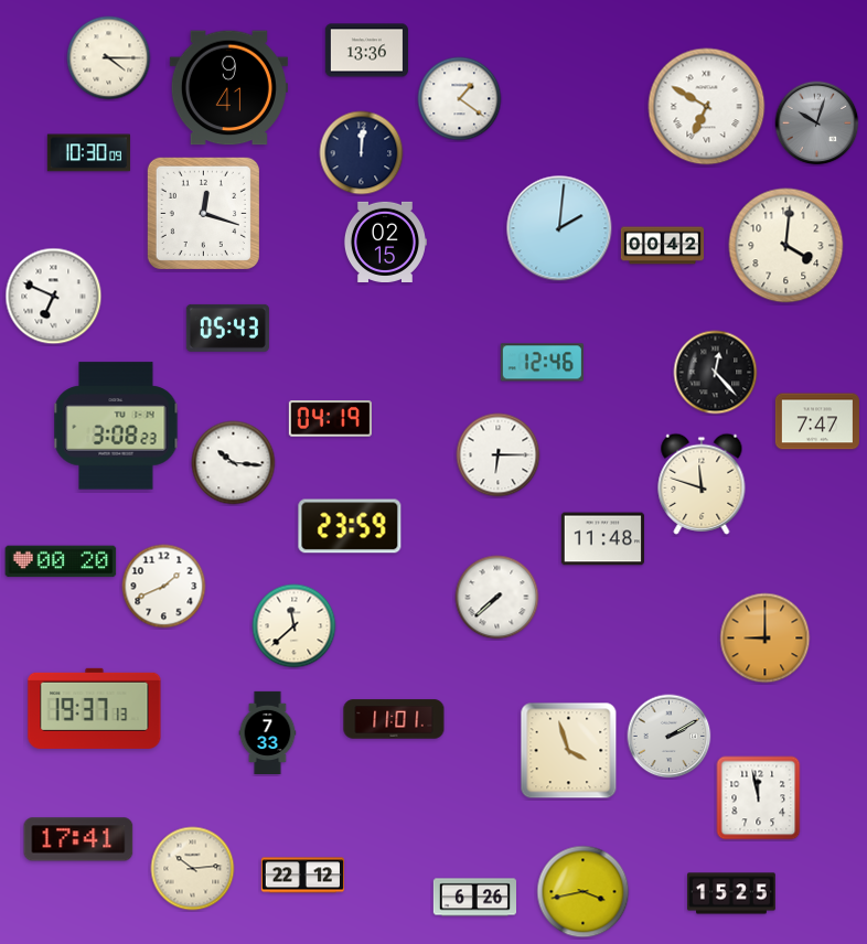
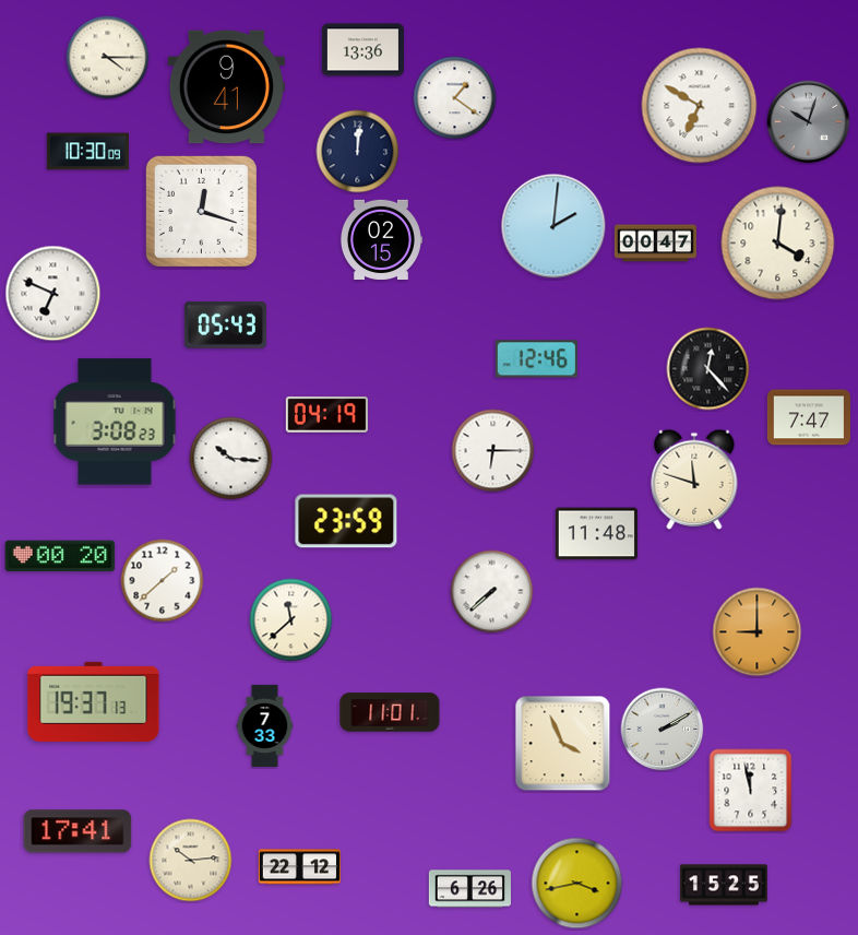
clock at (662, 246): 00:42 -> 00:47
clock at (164, 587): 1:41 -> 1:38
clock at (569, 751): 3:57 -> 3:56
